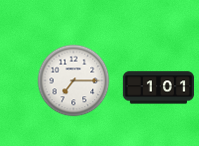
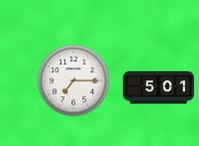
clock at (158, 88): 1:01 -> 5:01
